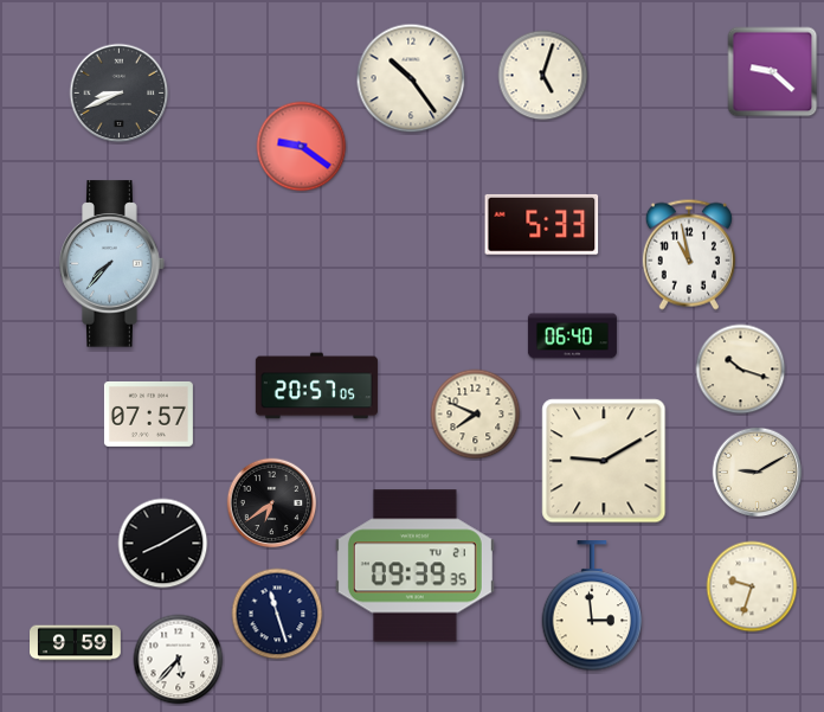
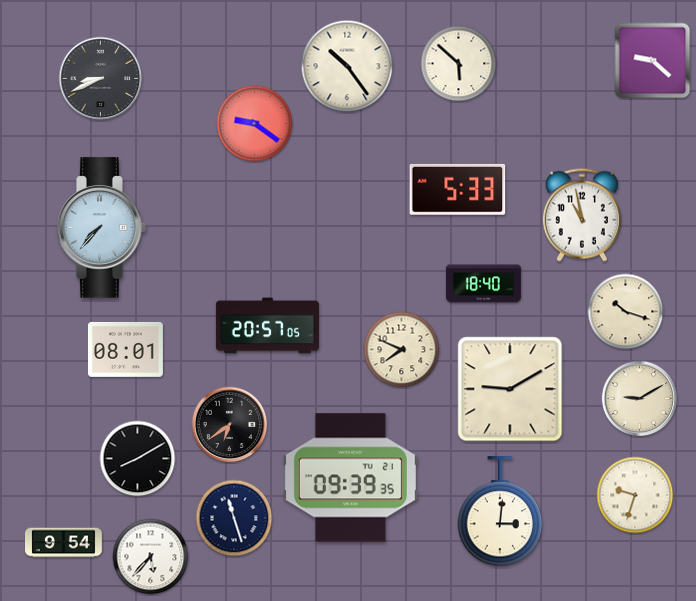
clock at (543, 76): 5:03 -> 5:52
clock at (112, 264) position: (112, 264) -> (102, 228)
clock at (572, 336): 06:40 -> 18:40
clock at (148, 413): 07:57 -> 08:01
clock at (592, 607): 2:59 -> 3:01
clock at (76, 643): 9:59 -> 9:54
